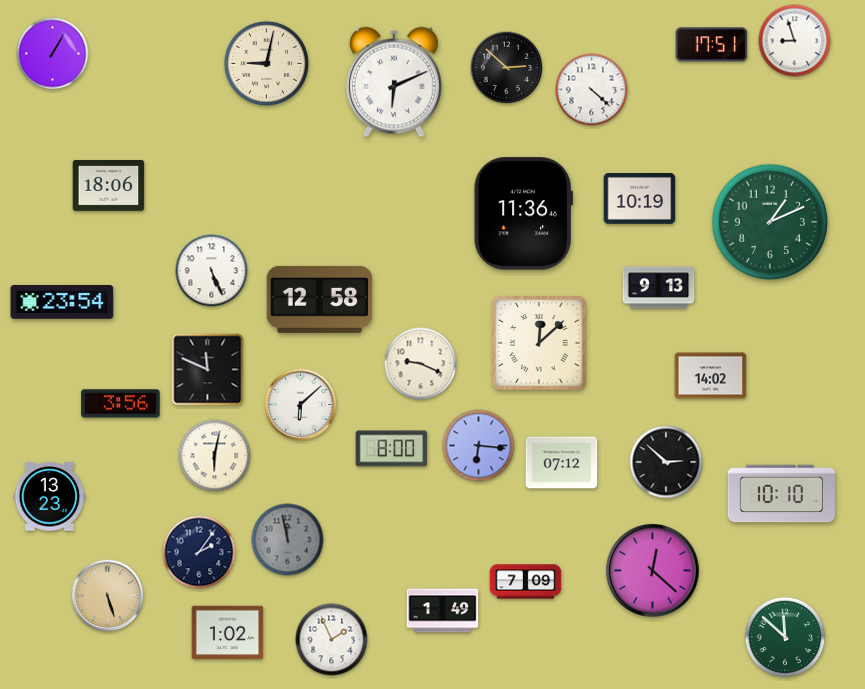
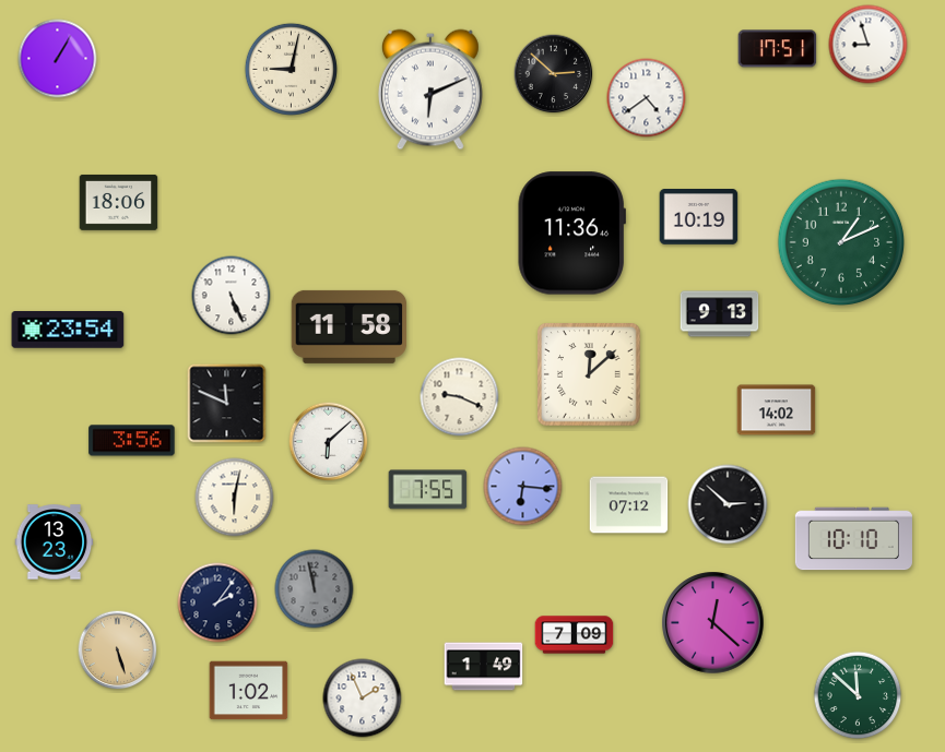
clock at (592, 90): 4:22 -> 4:39
clock at (320, 299): 12:58 -> 11:58
clock at (392, 449): 8:00 -> 7:55
clock at (562, 463) position: (562, 463) -> (629, 505)
